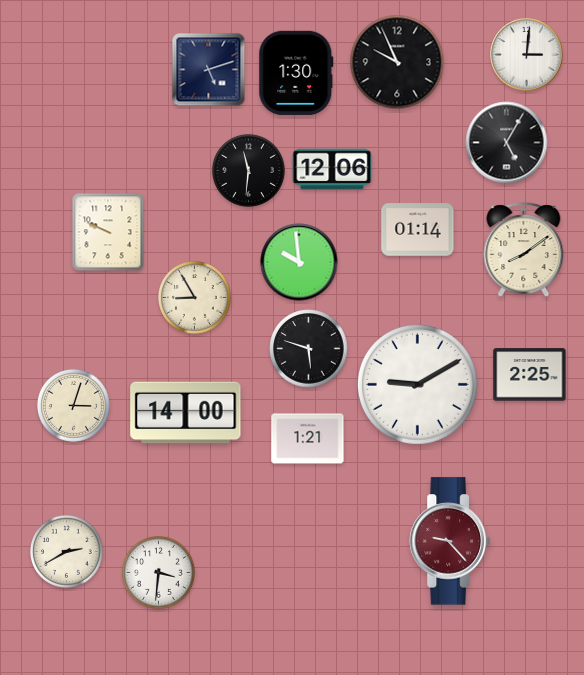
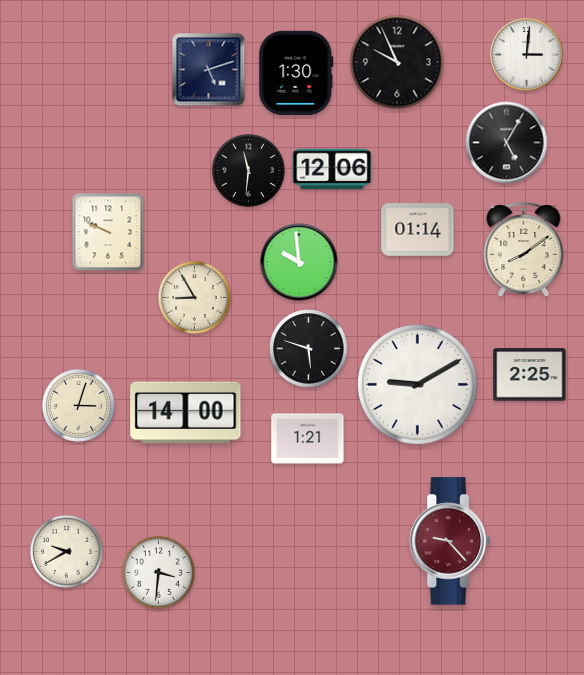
clock at (73, 405) position: (73, 405) -> (78, 405)
clock at (66, 551): 2:40 -> 9:40
